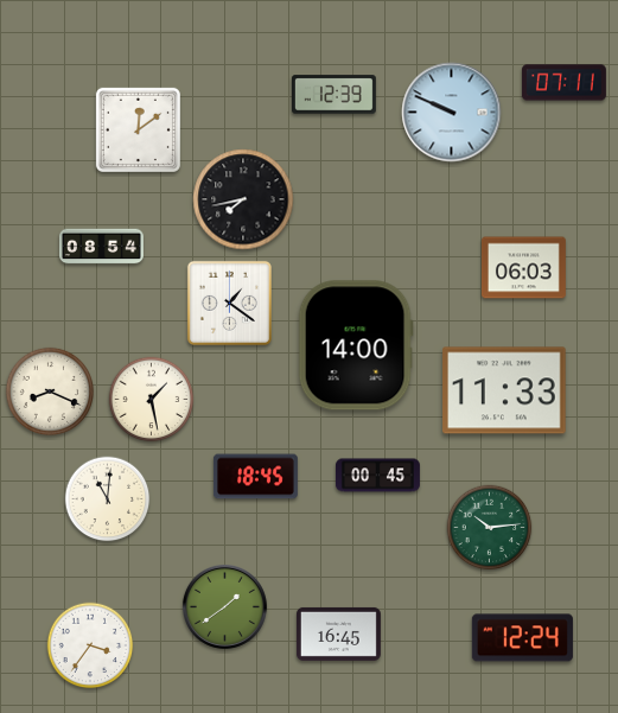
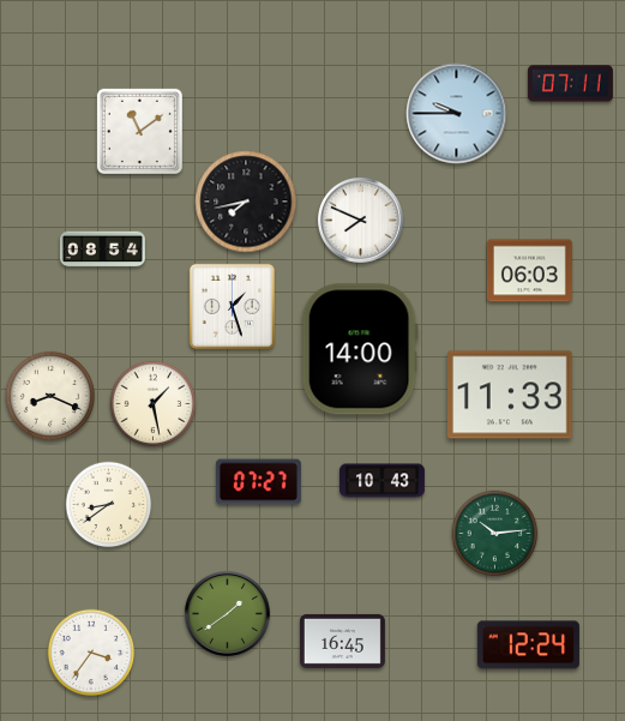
clock at (333, 95): 12:39 -> none
clock at (452, 113): 9:49 -> 9:45
clock at (138, 129): 12:09 -> 11:09
clock at (360, 220): none -> 7:49
clock at (229, 303): 1:21 -> 1:27
clock at (377, 476): 00:45 -> 10:43
clock at (255, 477): 18:45 -> 07:27
clock at (108, 499): 11:01 -> 8:39
